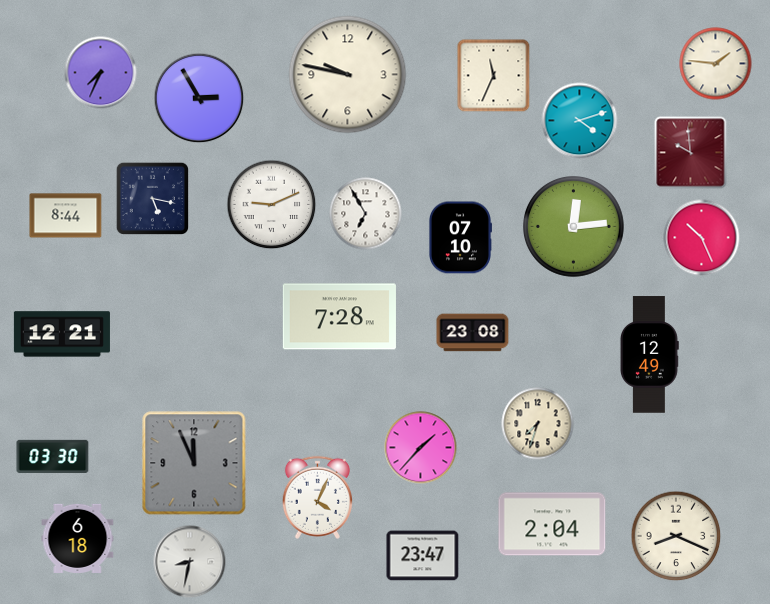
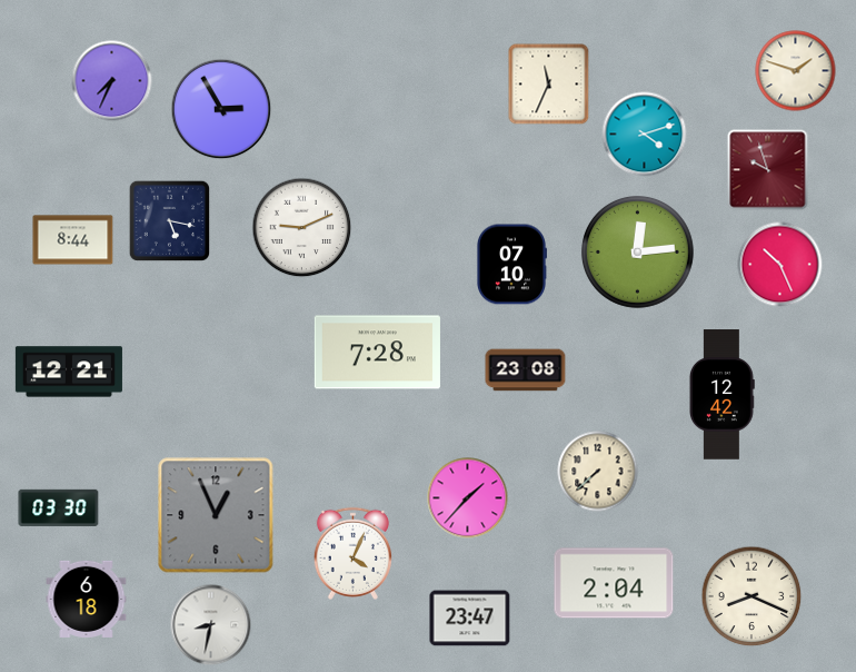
clock at (716, 64): 1:46 -> 1:48
clock at (348, 75): 9:47 -> none
clock at (691, 153): 9:59 -> 9:57
clock at (366, 214): 6:55 -> none
clock at (650, 355): 12:49 -> 12:42
clock at (538, 424): 7:33 -> 7:38
clock at (194, 463): 11:56 -> 12:56
